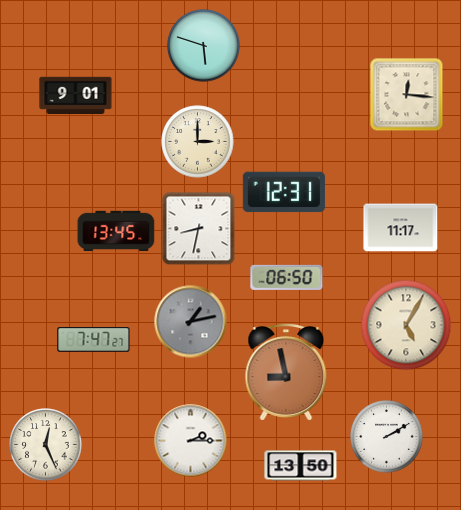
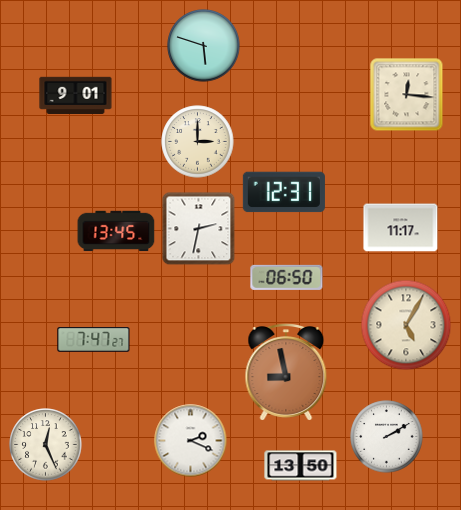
clock at (199, 229): 8:32 -> 2:32
clock at (191, 322): 1:13 -> none
clock at (191, 441): 2:15 -> 2:19
